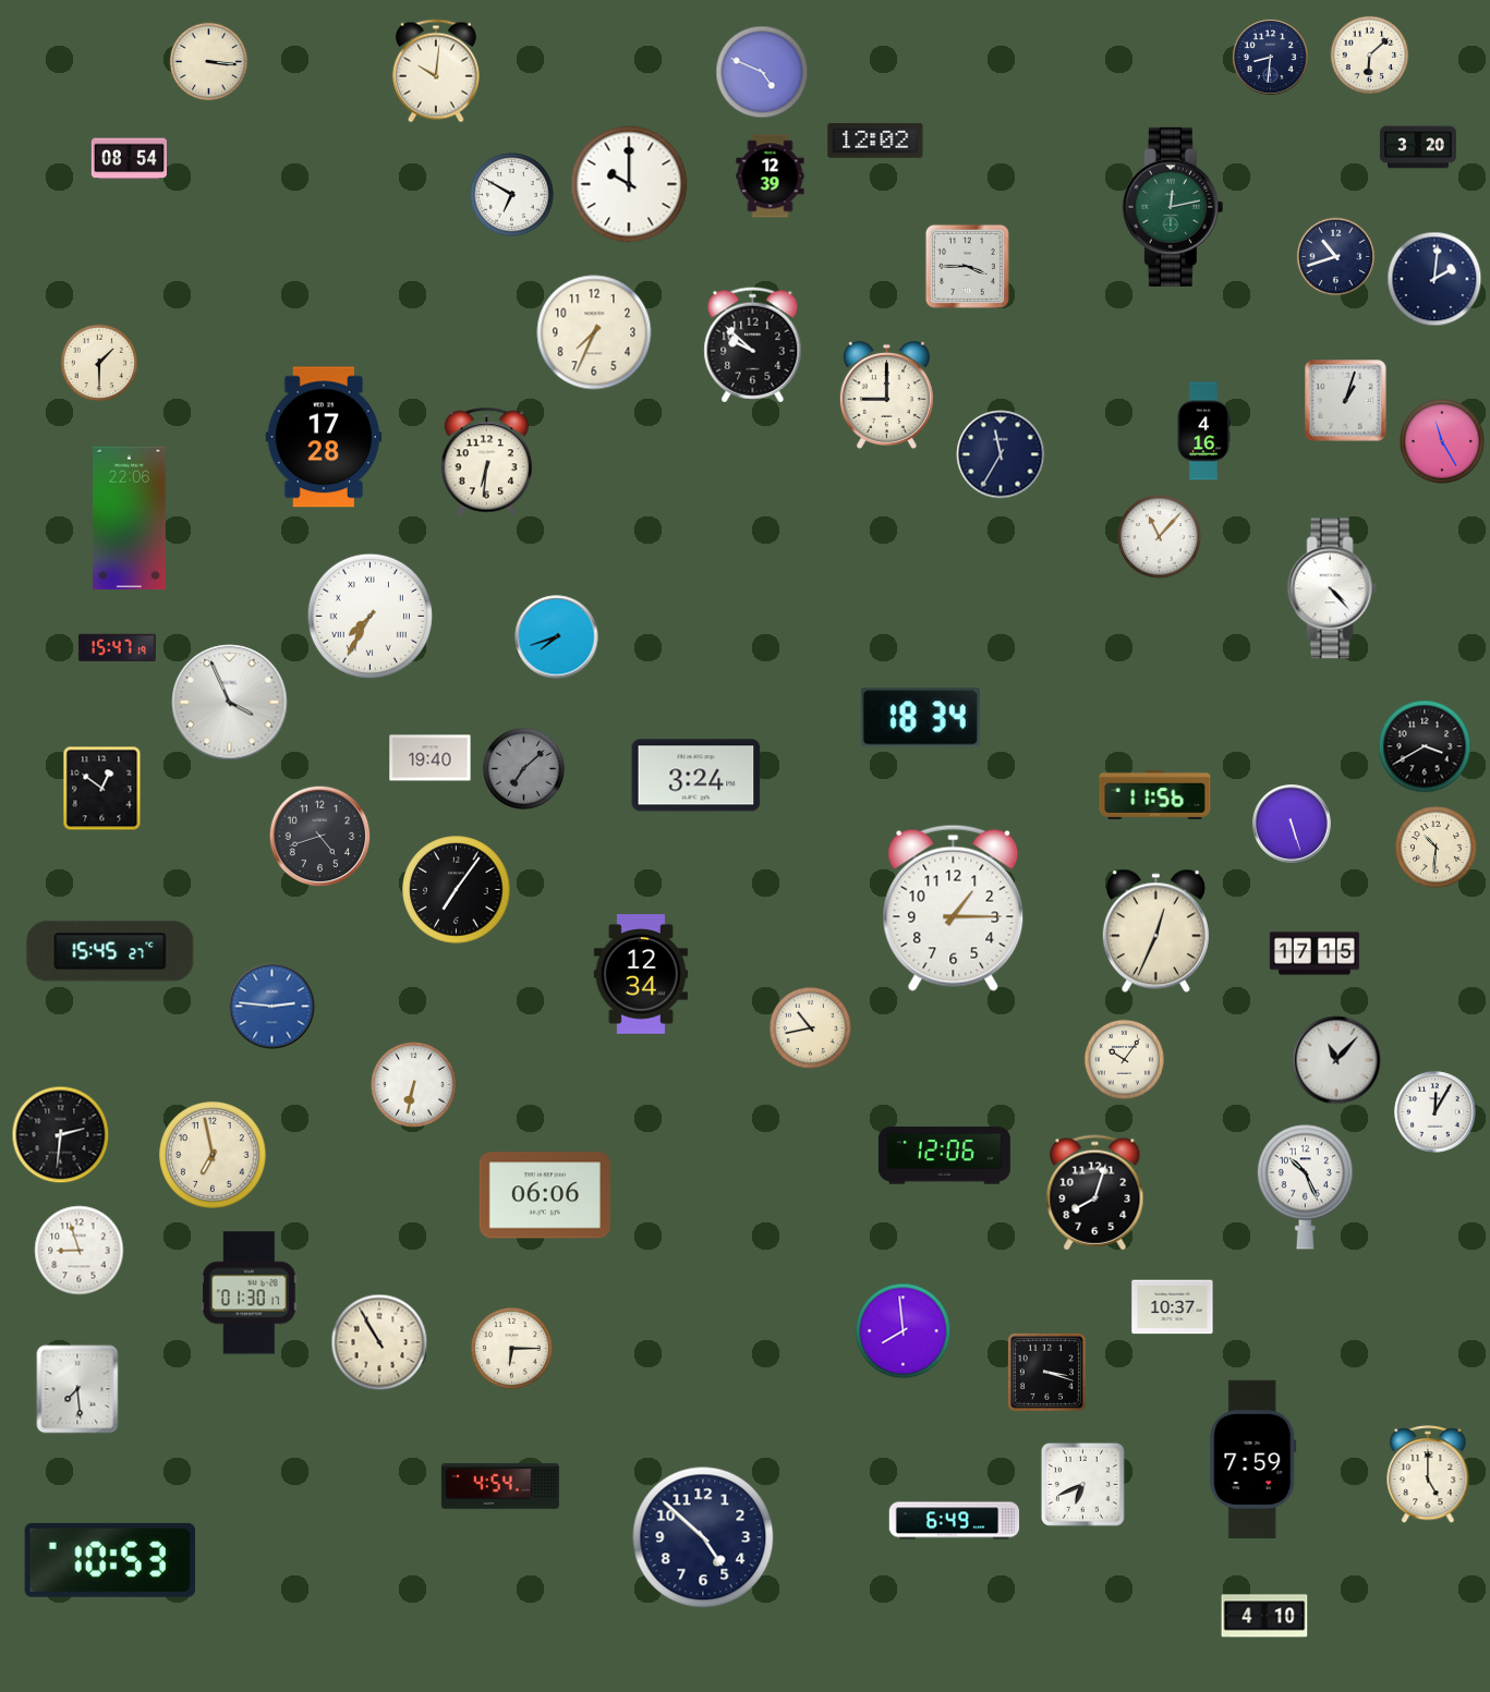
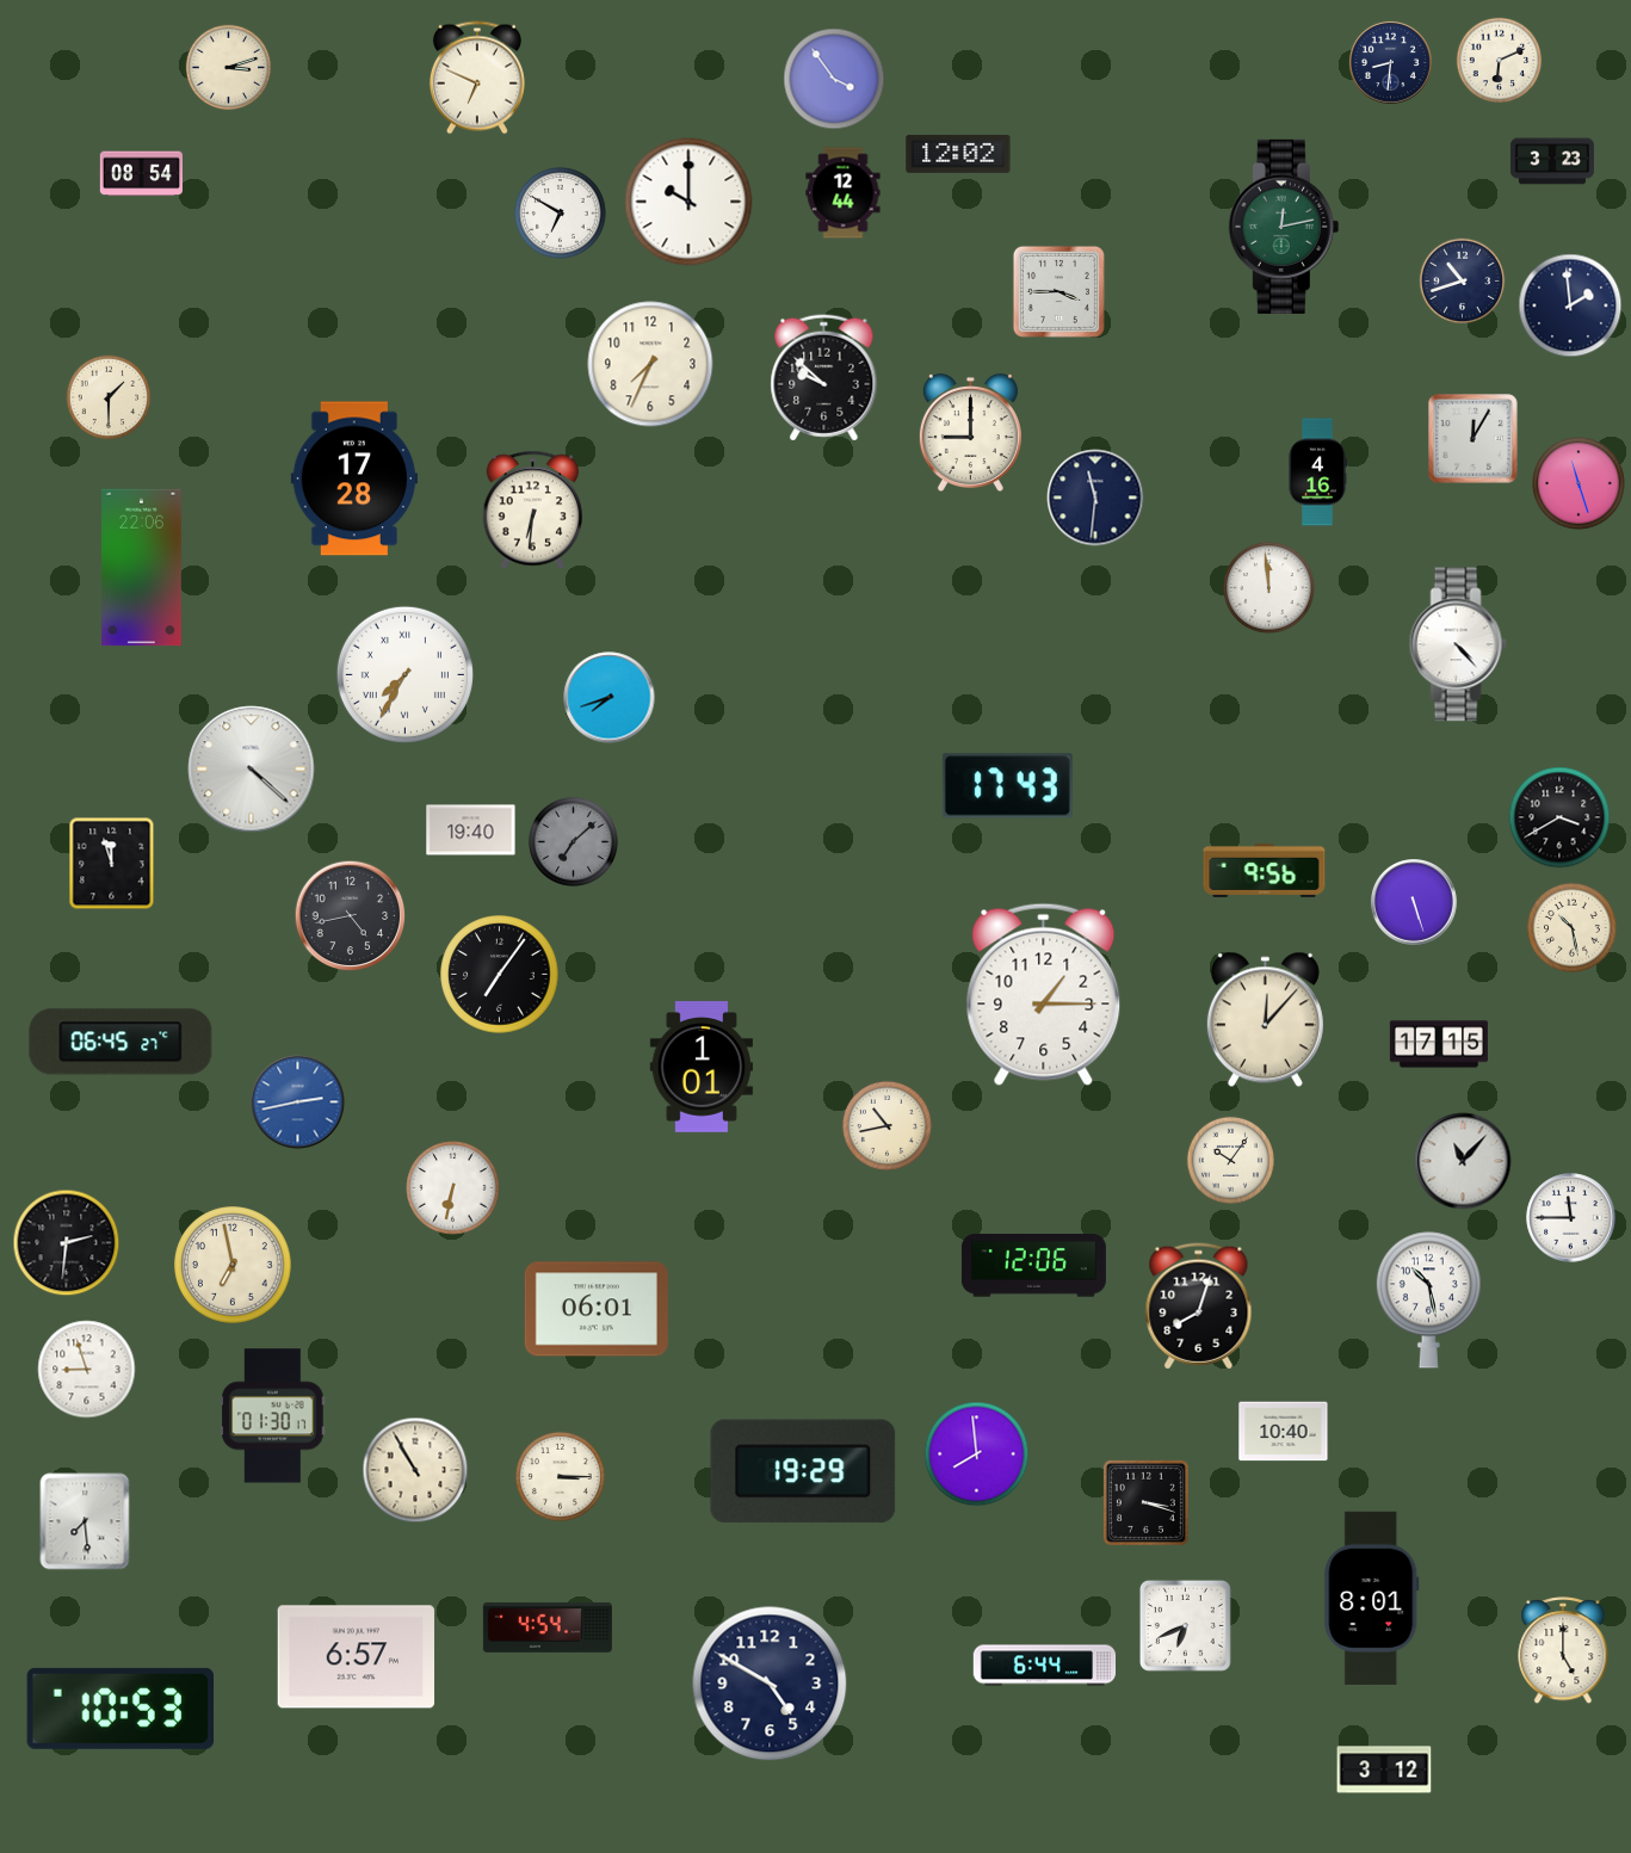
clock at (1370, 56): 6:08 -> 6:11
clock at (209, 62): 3:16 -> 3:12
clock at (436, 71): 10:01 -> 6:49
clock at (762, 72): 4:49 -> 3:54
clock at (1418, 147): 3:20 -> 3:23
clock at (771, 176): 12:39 -> 12:44
clock at (1434, 279): 2:01 -> 1:59
clock at (1346, 401): 1:03 -> 12:05
clock at (1442, 441): 11:25 -> 11:27
clock at (1001, 454): 11:35 -> 11:31
clock at (487, 462) position: (487, 462) -> (533, 511)
clock at (1160, 537): 11:07 -> 11:59
clock at (117, 647): 15:47 -> none
clock at (230, 703): 3:56 -> 4:22
clock at (920, 718): 18:34 -> 17:43
clock at (696, 776): 3:24 -> none
clock at (102, 789): 12:51 -> 11:57
clock at (1155, 794): 11:56 -> 9:56
clock at (320, 837): 4:42 -> 4:43
clock at (1436, 847): 10:31 -> 10:28
clock at (1155, 932): 12:34 -> 12:07
clock at (110, 951): 15:45 -> 06:45
clock at (641, 975): 12:34 -> 1:01
clock at (272, 1007): 2:46 -> 2:43
clock at (1436, 1112): 12:05 -> 11:45
clock at (1305, 1188): 10:26 -> 10:28
clock at (545, 1195): 06:06 -> 06:01
clock at (1173, 1307): 10:37 -> 10:40
clock at (904, 1331) position: (904, 1331) -> (977, 1454)
clock at (803, 1471): none -> 19:29
clock at (511, 1348): 6:15 -> 3:15
clock at (1253, 1459): 7:59 -> 8:01
clock at (1428, 1475) position: (1428, 1475) -> (1563, 1651)
clock at (357, 1657): none -> 6:57
clock at (955, 1521): 6:49 -> 6:44
clock at (703, 1537): 4:52 -> 4:50
clock at (1264, 1616): 4:10 -> 3:12
